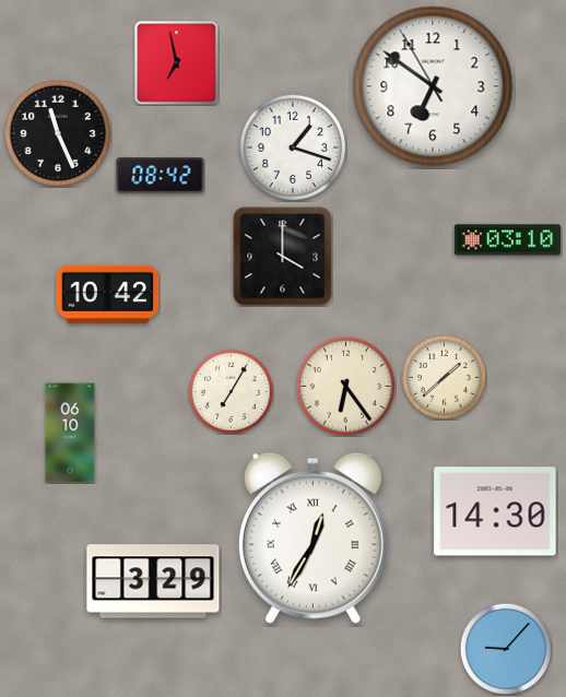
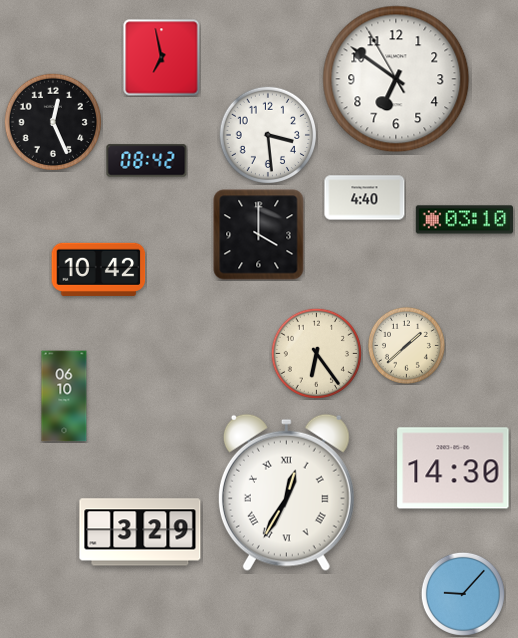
clock at (57, 132): 11:26 -> 12:26
clock at (292, 146): 1:18 -> 3:29
clock at (365, 198): none -> 4:40
clock at (231, 391): 7:05 -> none
